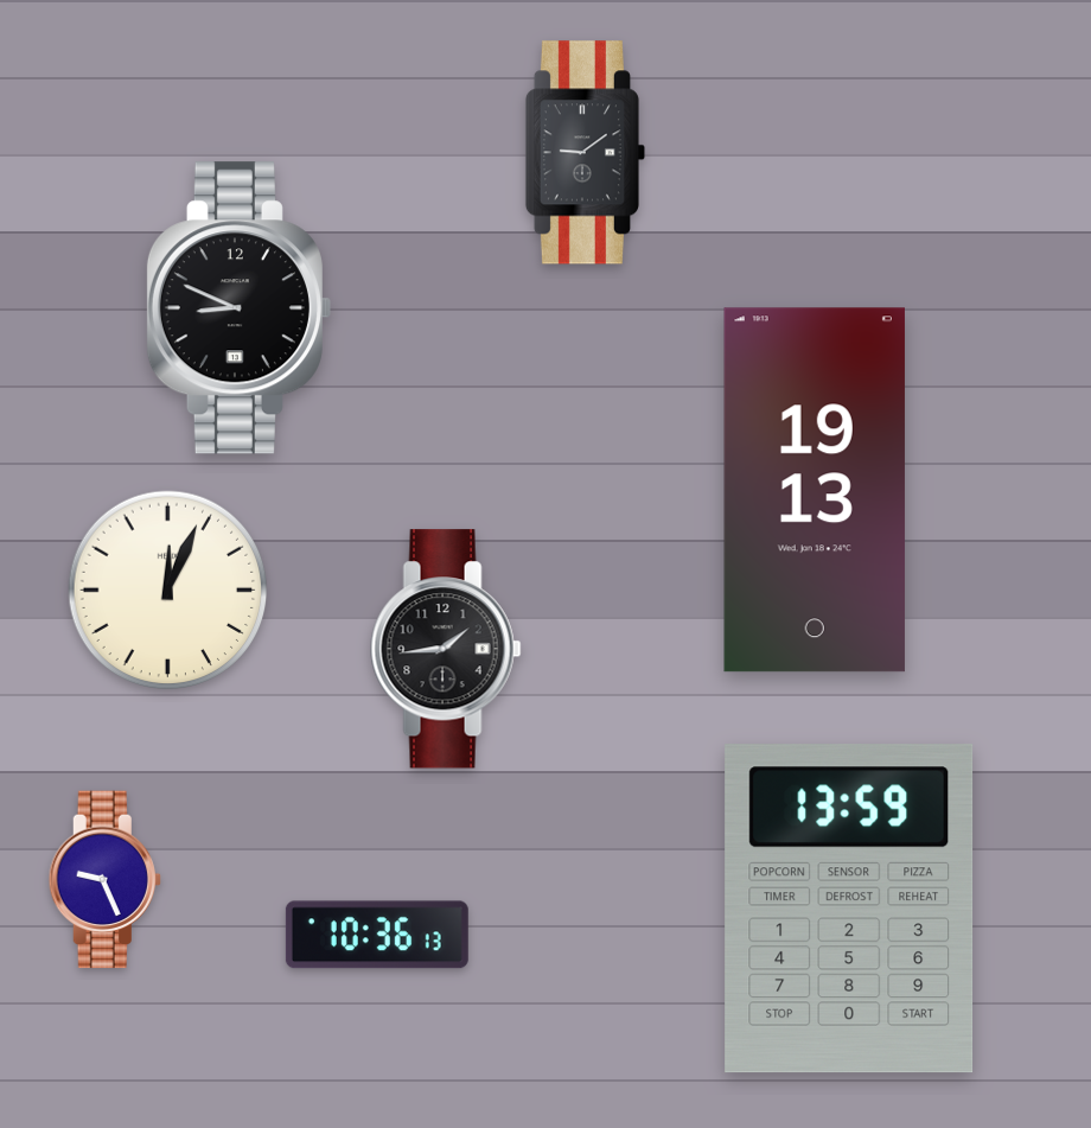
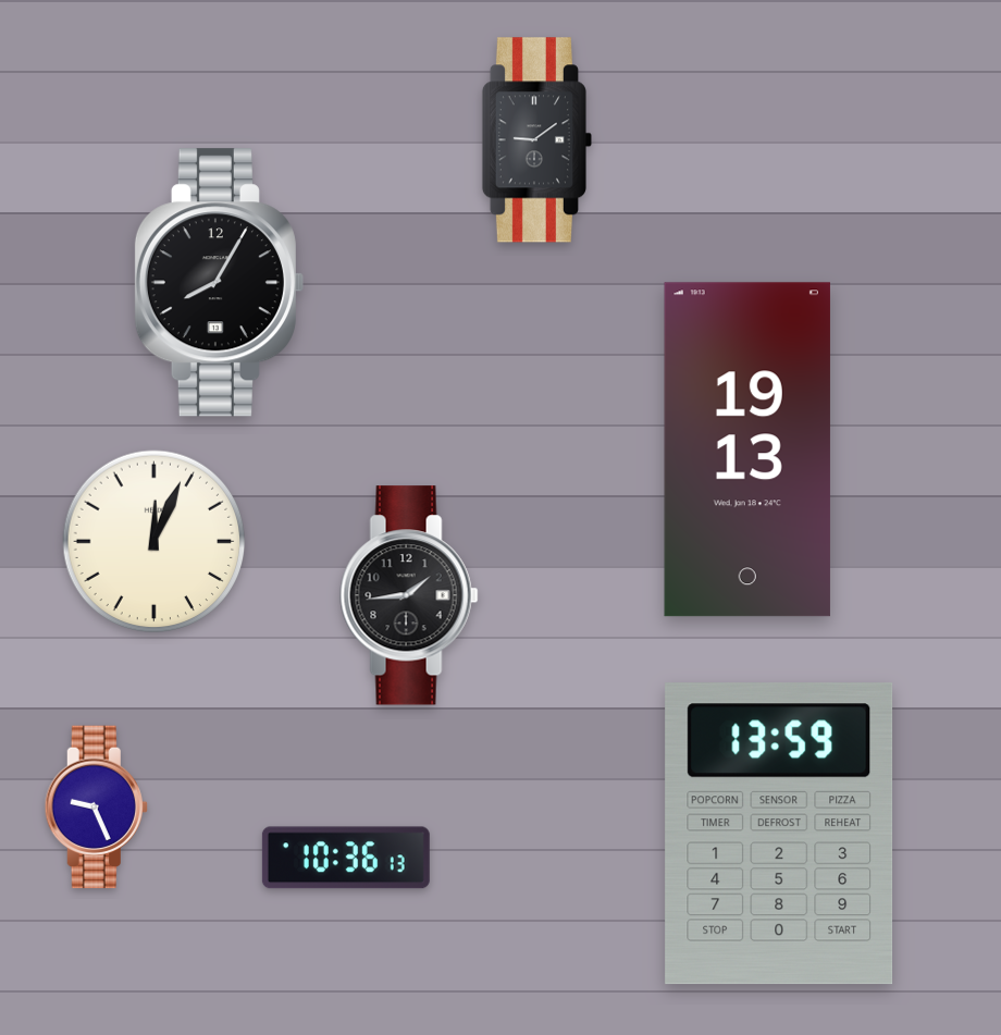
clock at (238, 308): 8:49 -> 8:05
